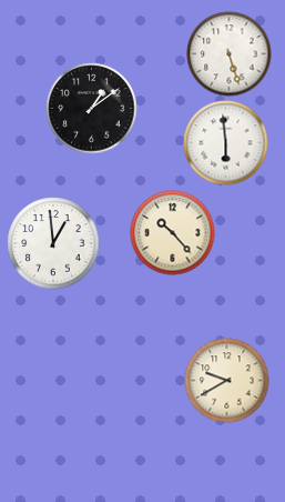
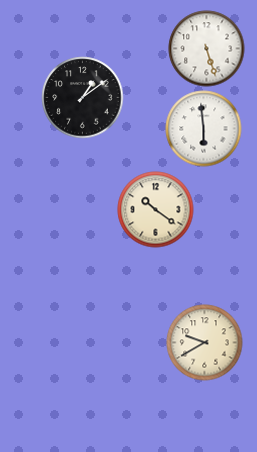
clock at (173, 233): 10:23 -> 10:21
clock at (53, 243): 12:59 -> none
